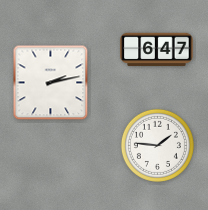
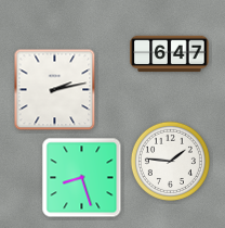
clock at (157, 145) position: (157, 145) -> (170, 161)
clock at (82, 178): none -> 8:27
